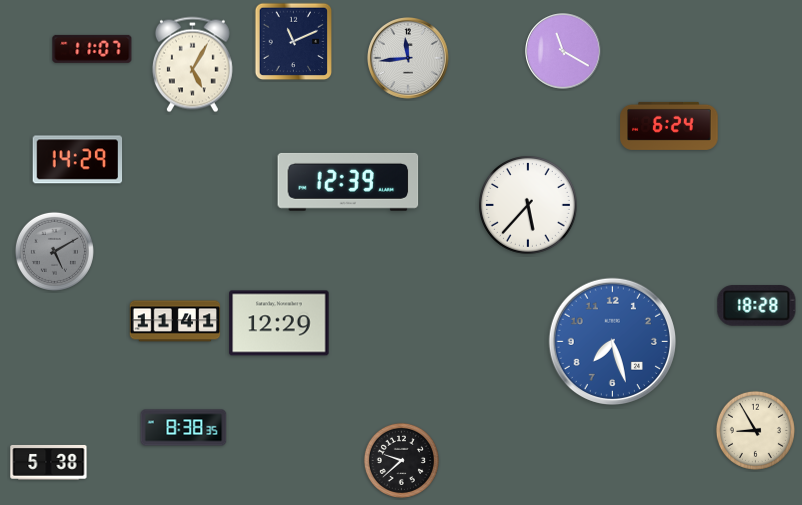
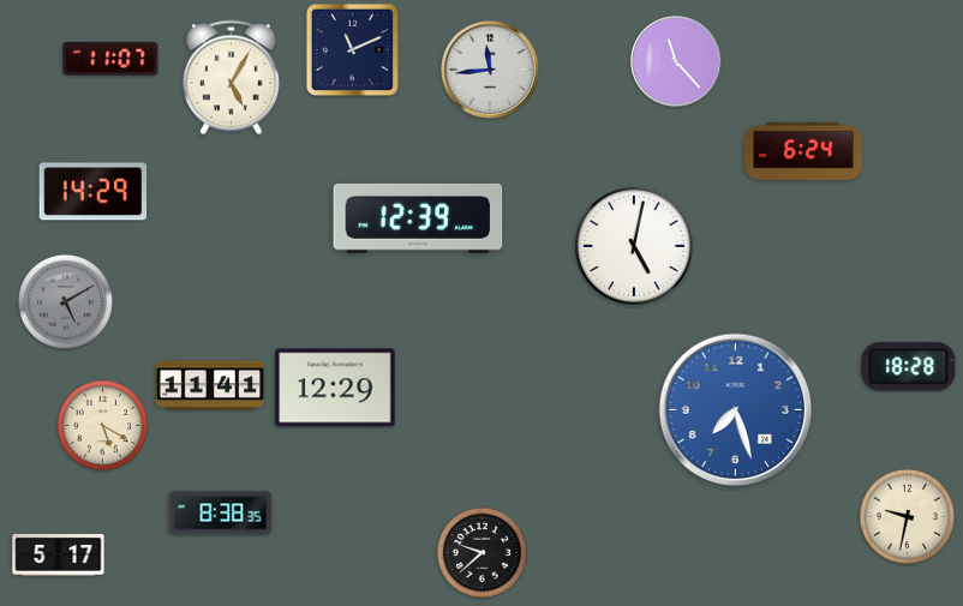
clock at (563, 51): 11:20 -> 11:23
clock at (529, 206): 5:37 -> 5:02
clock at (102, 425): none -> 5:20
clock at (755, 430): 8:55 -> 9:32
clock at (49, 462): 5:38 -> 5:17
